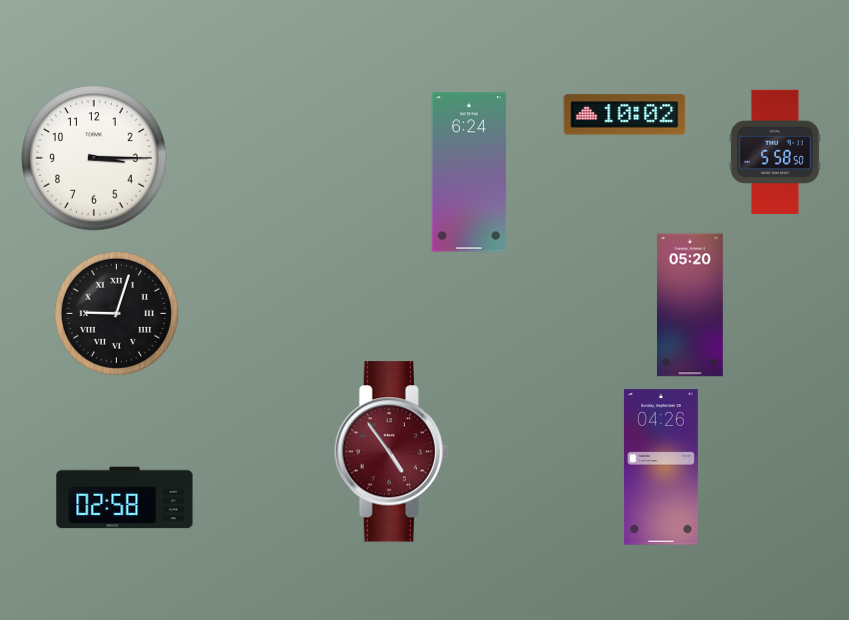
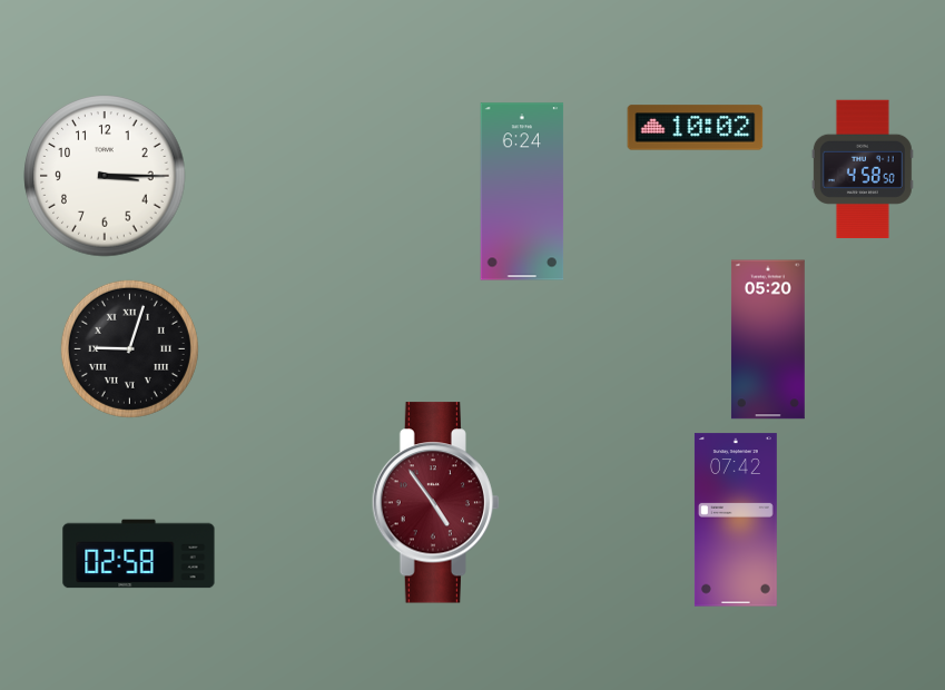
clock at (775, 152): 5:58 -> 4:58
clock at (661, 467): 04:26 -> 07:42
